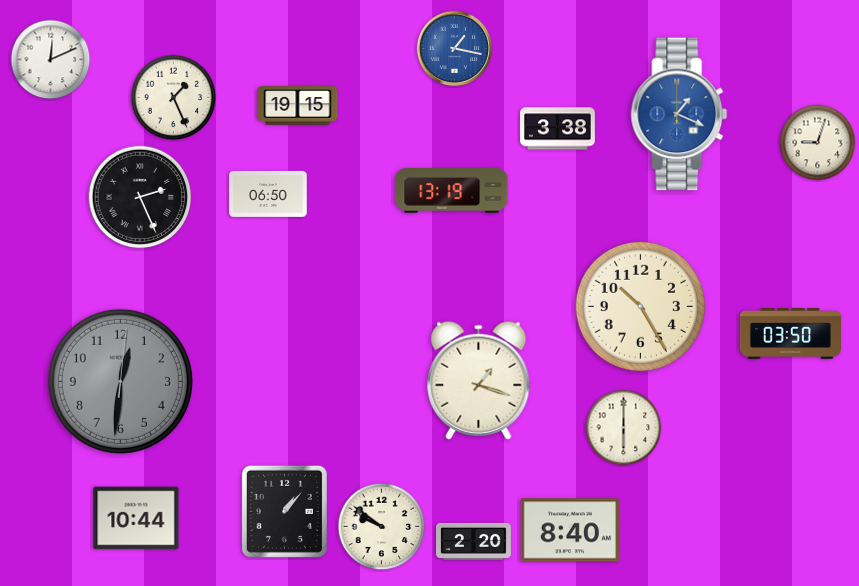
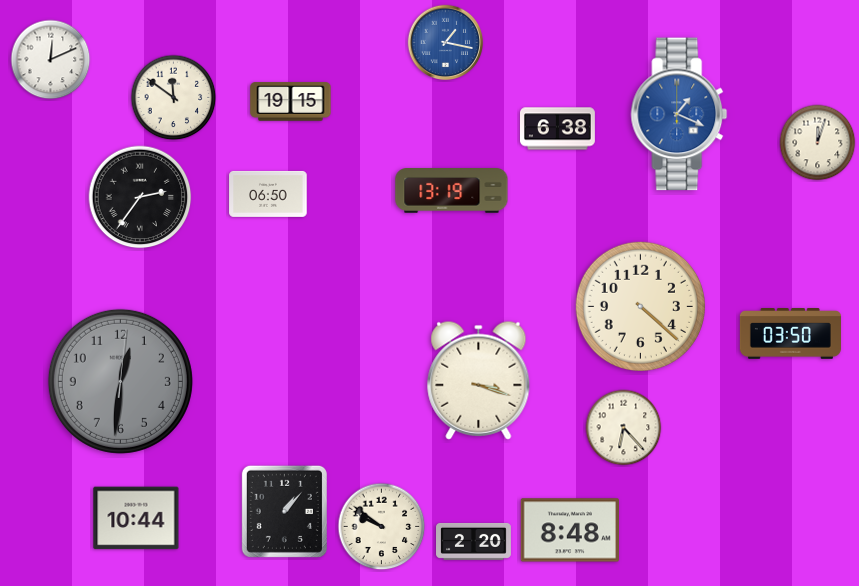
clock at (455, 49) position: (455, 49) -> (446, 43)
clock at (174, 98): 1:26 -> 11:51
clock at (298, 106) position: (298, 106) -> (291, 102)
clock at (558, 129): 3:38 -> 6:38
clock at (818, 143): 9:03 -> 12:03
clock at (140, 197): 2:26 -> 2:36
clock at (640, 306): 10:25 -> 4:22
clock at (479, 380): 1:18 -> 3:18
clock at (624, 428): 6:00 -> 6:23
clock at (569, 530): 8:40 -> 8:48
